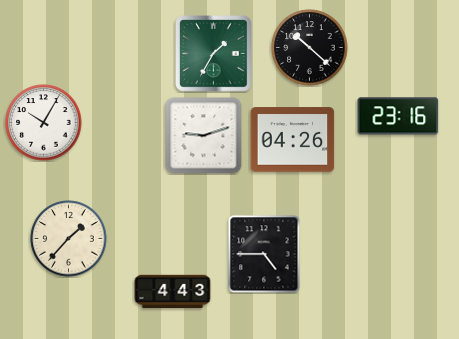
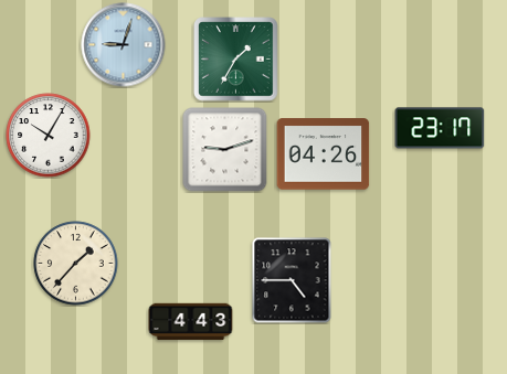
clock at (124, 45): none -> 9:03
clock at (310, 48): 10:22 -> none
clock at (398, 116): 23:16 -> 23:17
